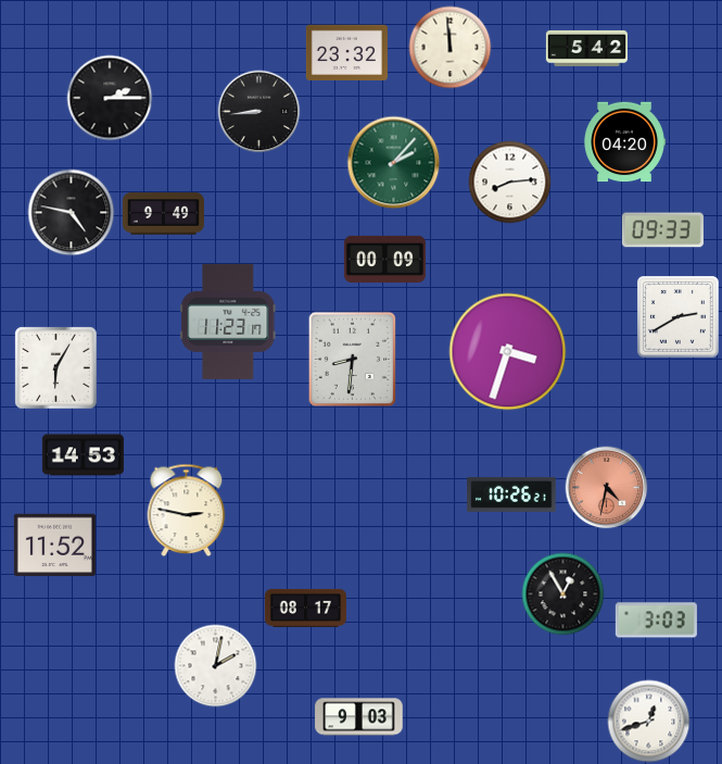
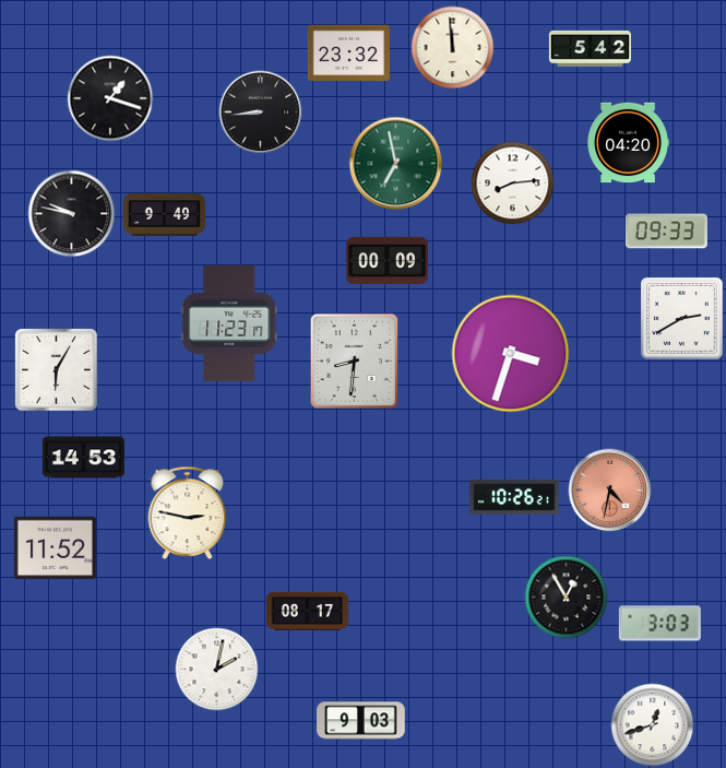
clock at (110, 98): 2:15 -> 1:18
clock at (394, 163): 2:07 -> 6:58
clock at (72, 213): 4:47 -> 9:47
